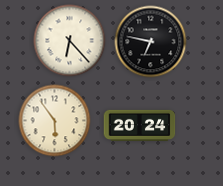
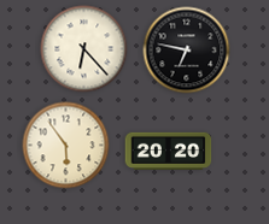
clock at (151, 42) position: (151, 42) -> (187, 51)
clock at (140, 125): 20:24 -> 20:20
